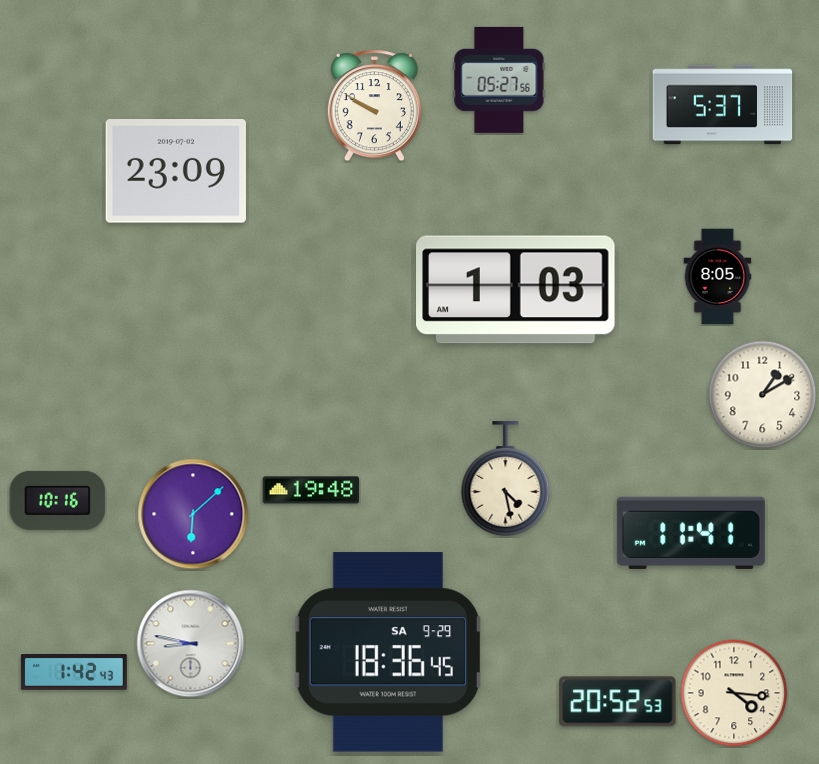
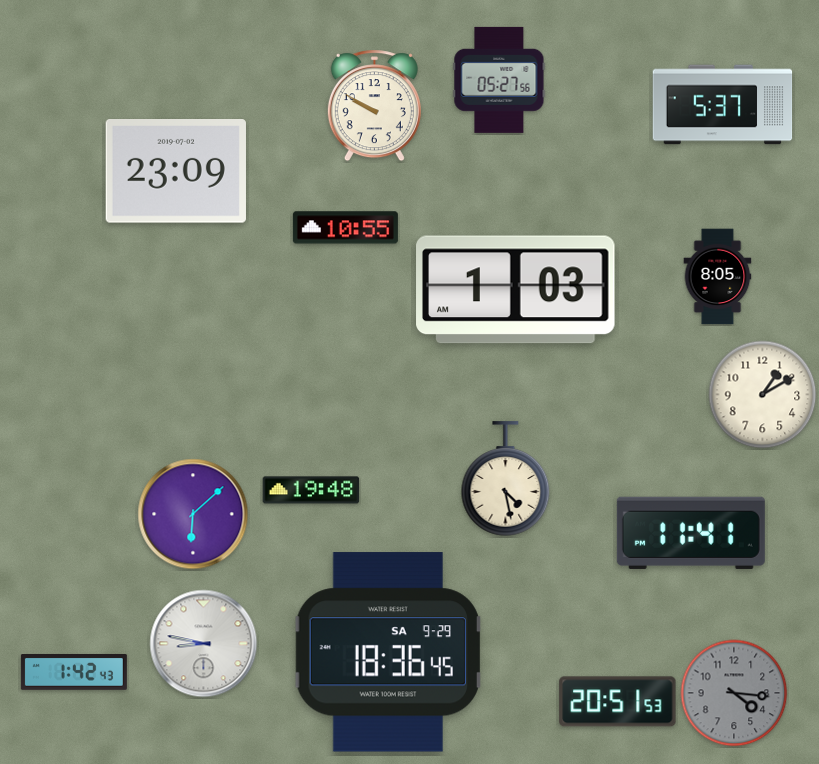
clock at (345, 228): none -> 10:55
clock at (58, 500): 10:16 -> none
clock at (191, 644) position: (191, 644) -> (204, 644)
clock at (734, 693) dial: cream -> grey
clock at (618, 702): 20:52 -> 20:51
